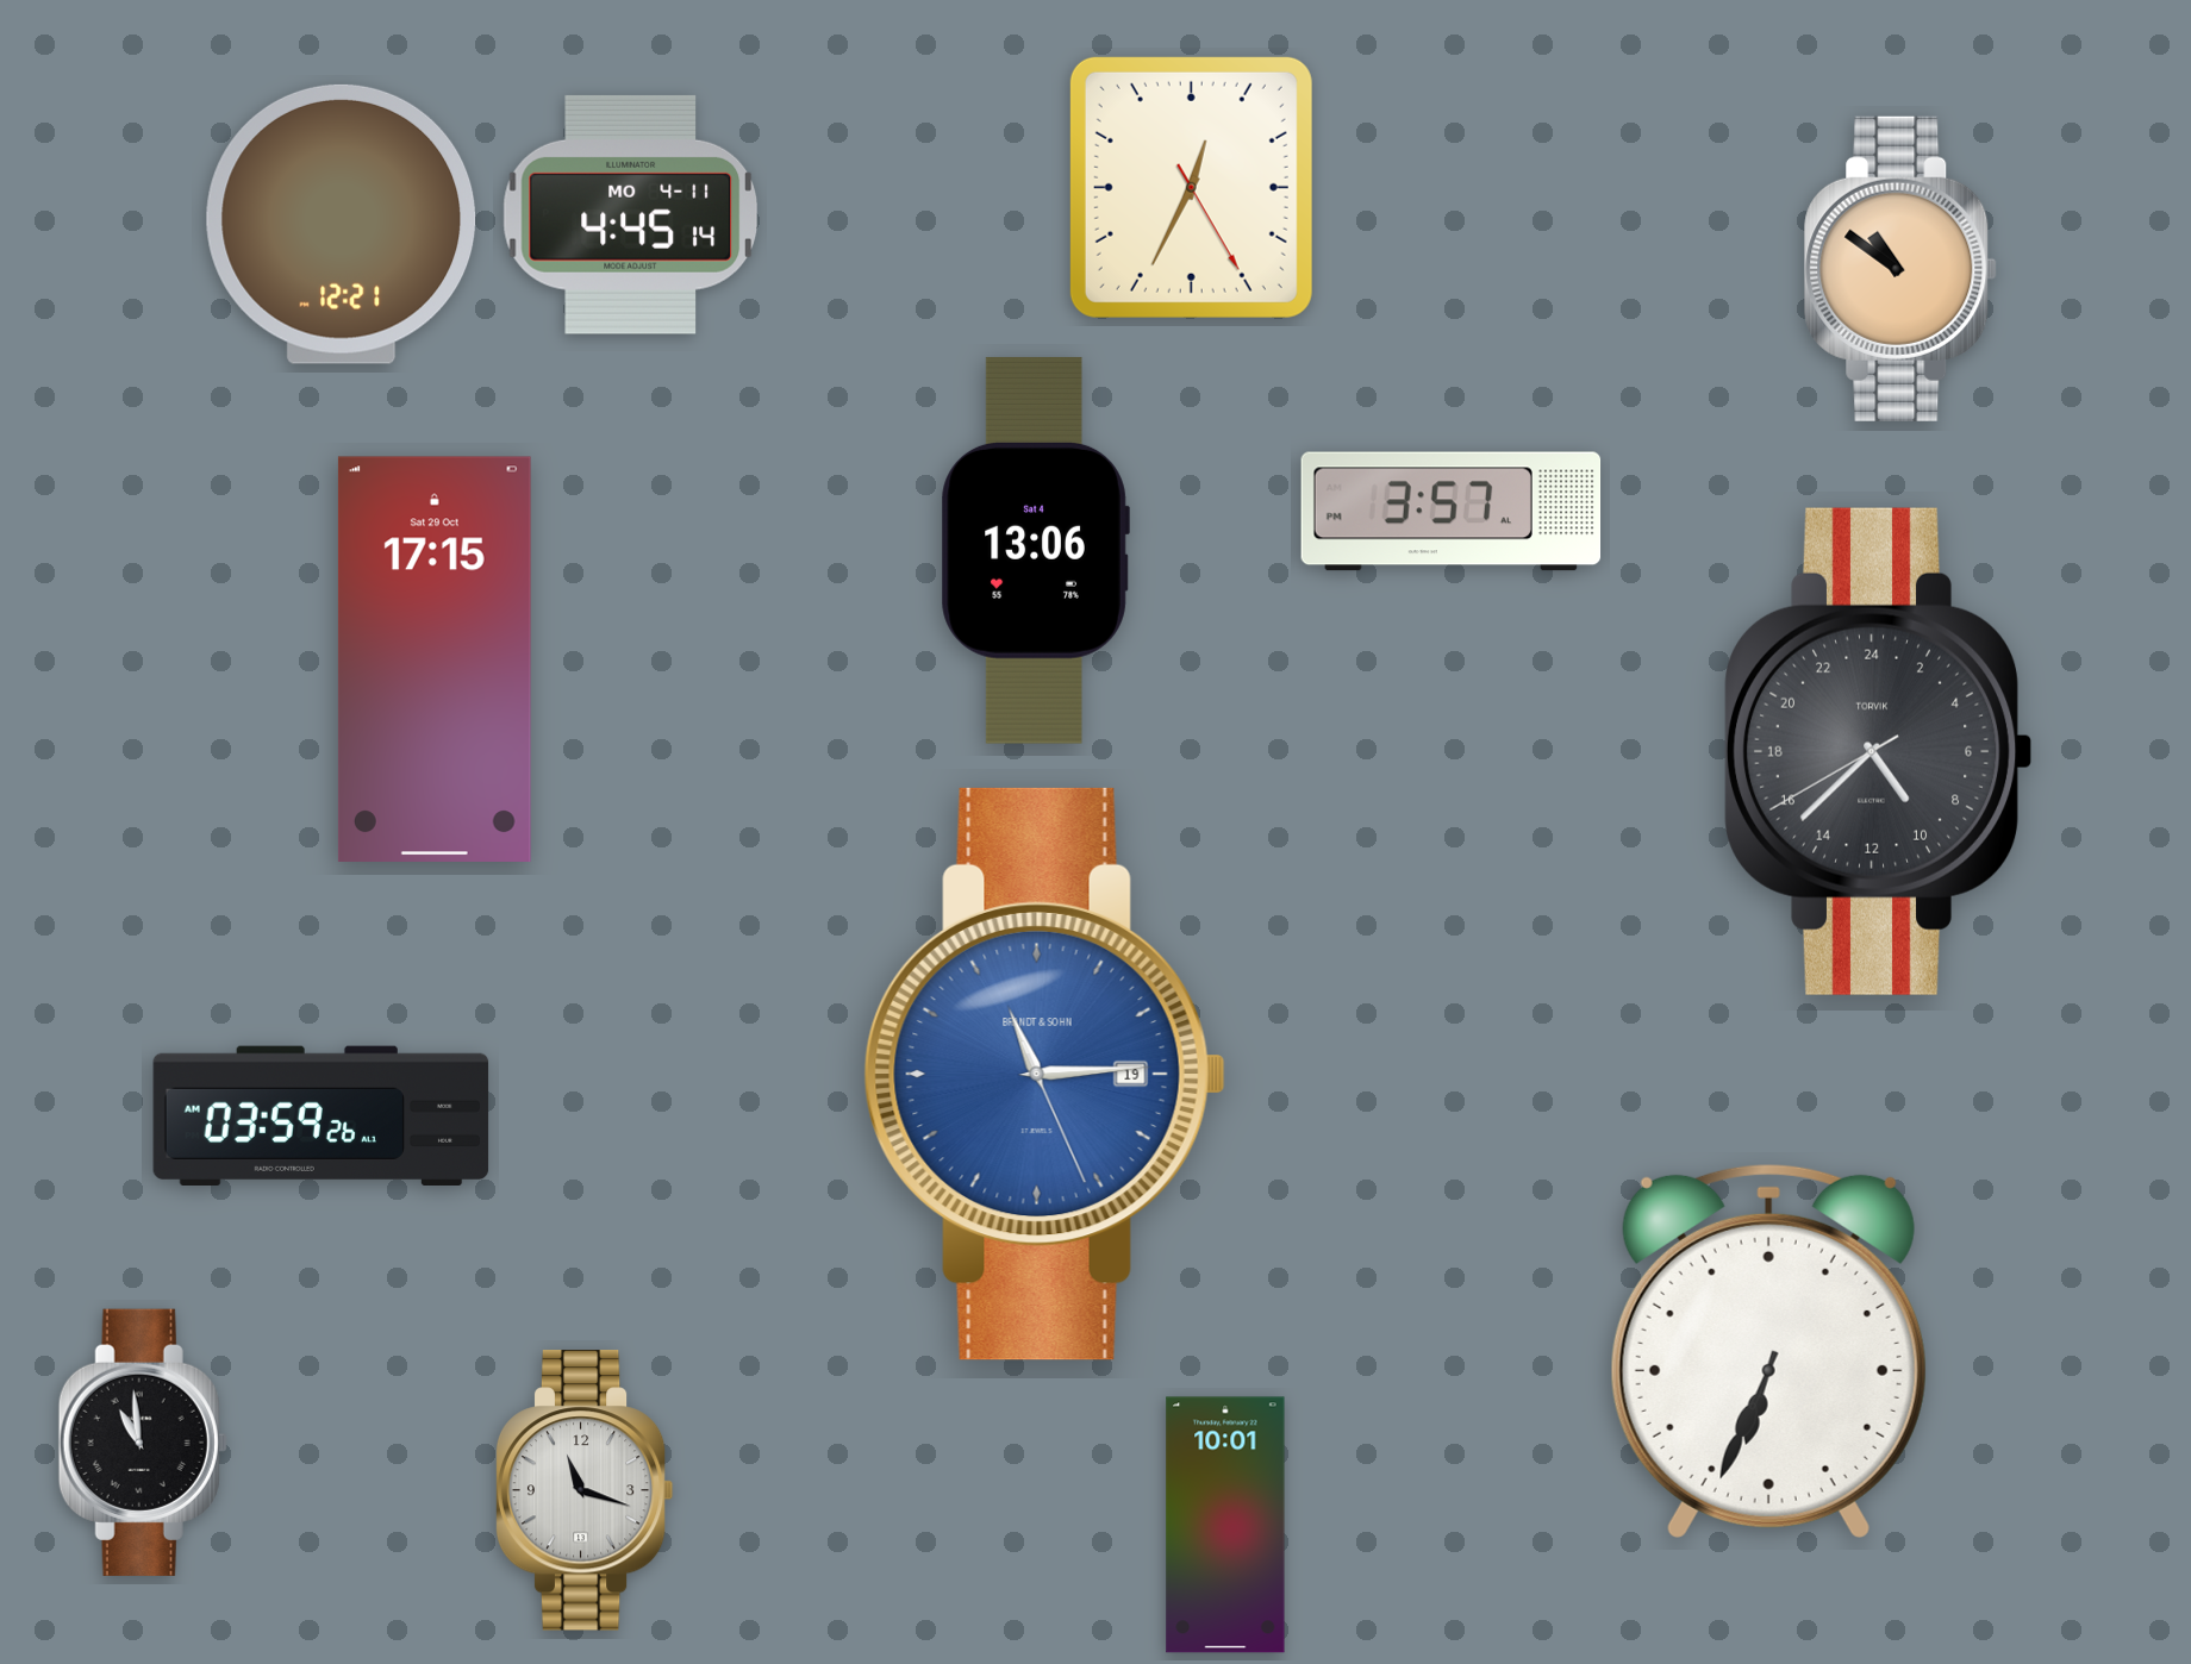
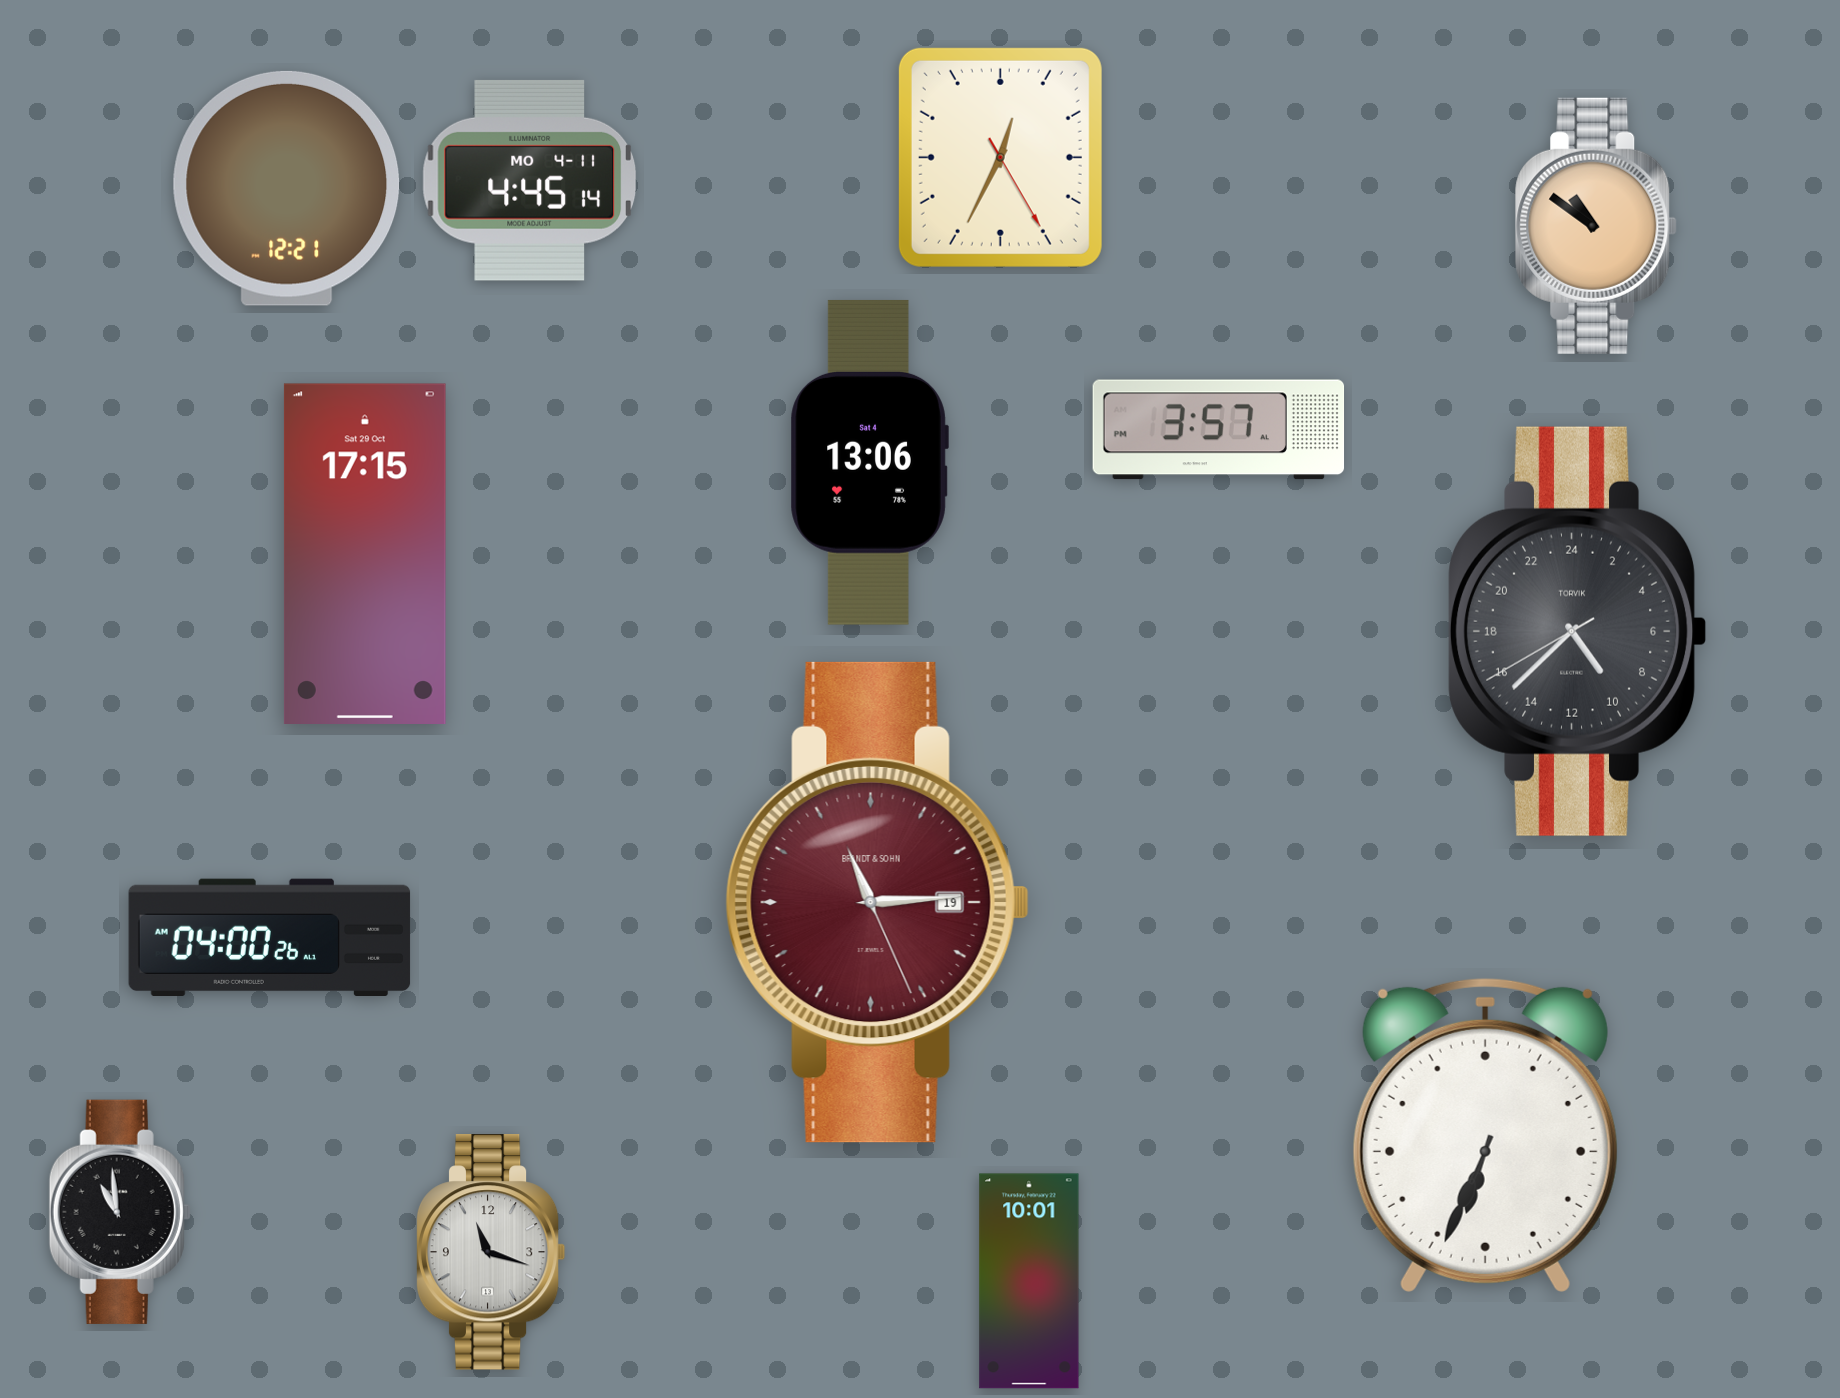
clock at (1044, 1074) dial: blue -> burgundy
clock at (322, 1115): 03:59 -> 04:00
